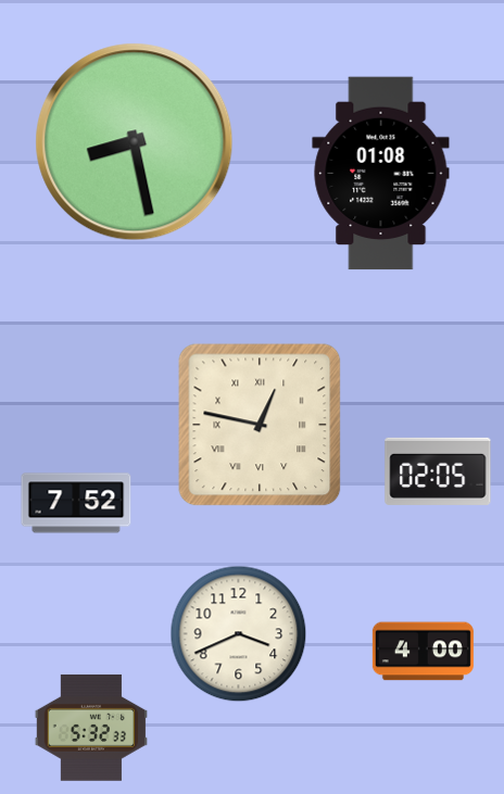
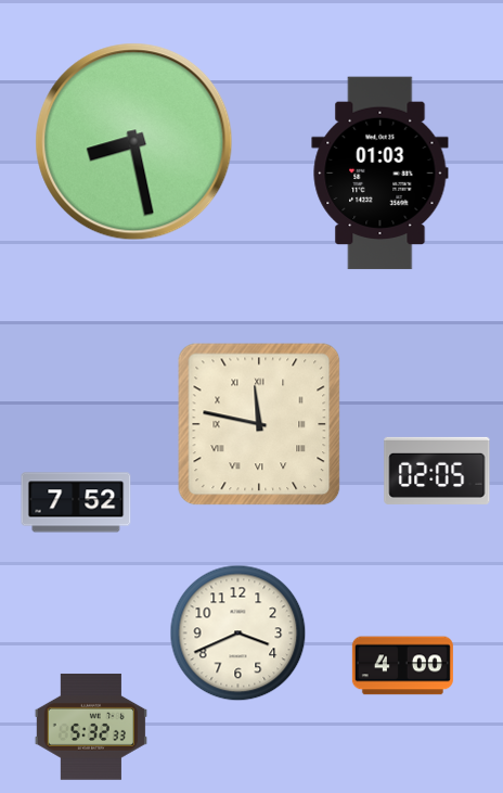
clock at (381, 174): 01:08 -> 01:03
clock at (260, 425): 12:47 -> 11:47
clock at (423, 652) position: (423, 652) -> (402, 666)
